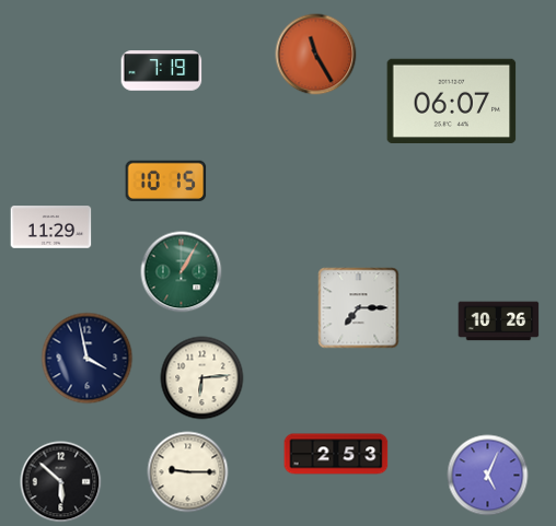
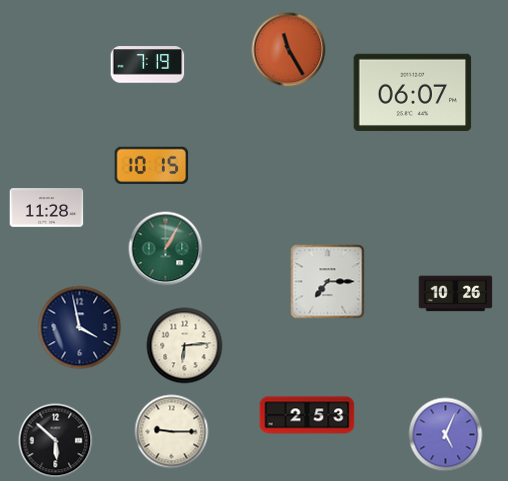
clock at (51, 227): 11:29 -> 11:28
